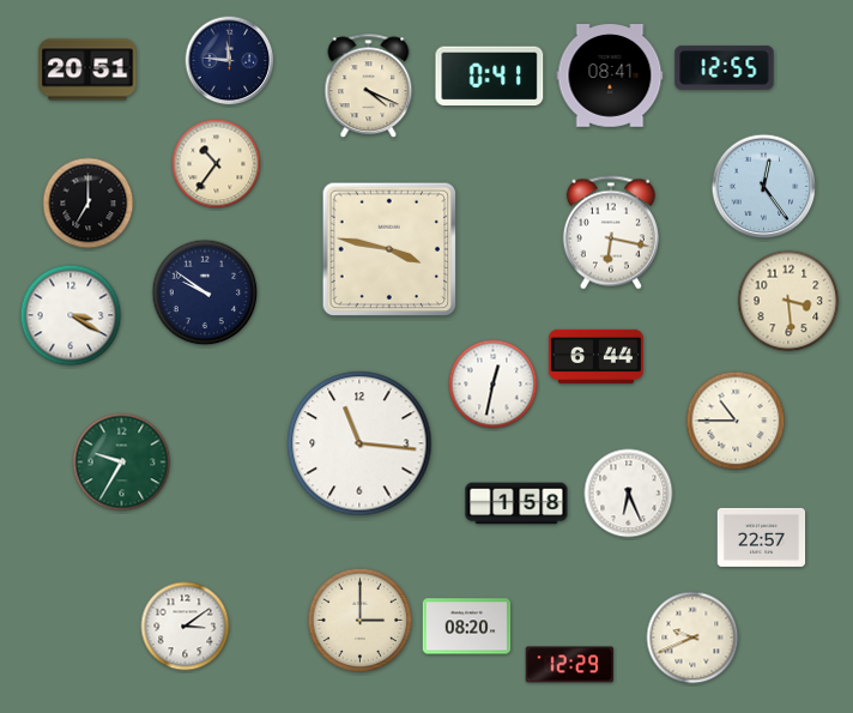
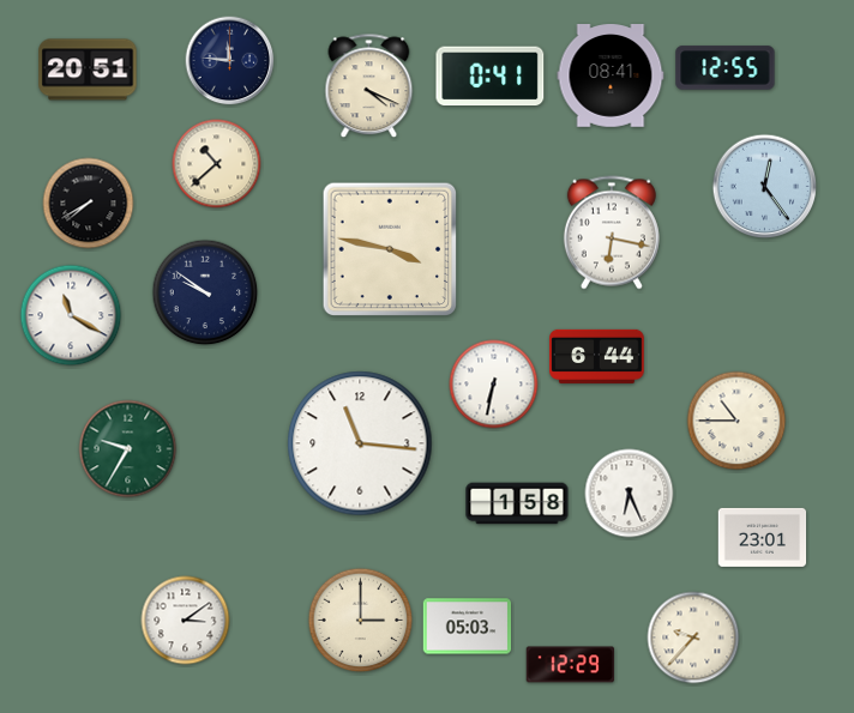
clock at (217, 164): 10:36 -> 10:38
clock at (89, 204): 7:00 -> 7:40
clock at (788, 301): 3:29 -> none
clock at (71, 315): 3:20 -> 11:20
clock at (494, 385): 12:32 -> 6:32
clock at (122, 463) position: (122, 463) -> (128, 449)
clock at (762, 537): 22:57 -> 23:01
clock at (186, 627) position: (186, 627) -> (186, 621)
clock at (467, 627): 08:20 -> 05:03
clock at (692, 638): 9:41 -> 9:37
